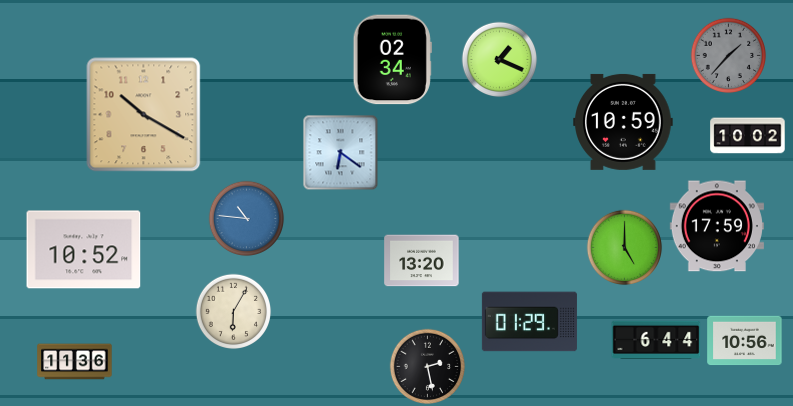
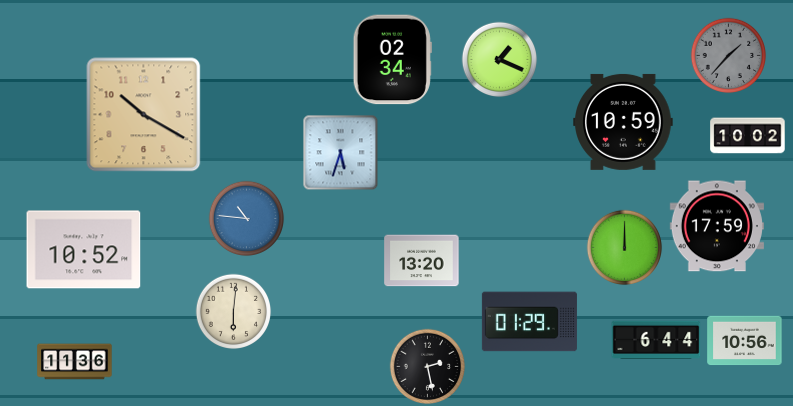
clock at (341, 153): 6:21 -> 5:33
clock at (625, 248): 5:00 -> 12:00
clock at (234, 312): 6:05 -> 6:01
